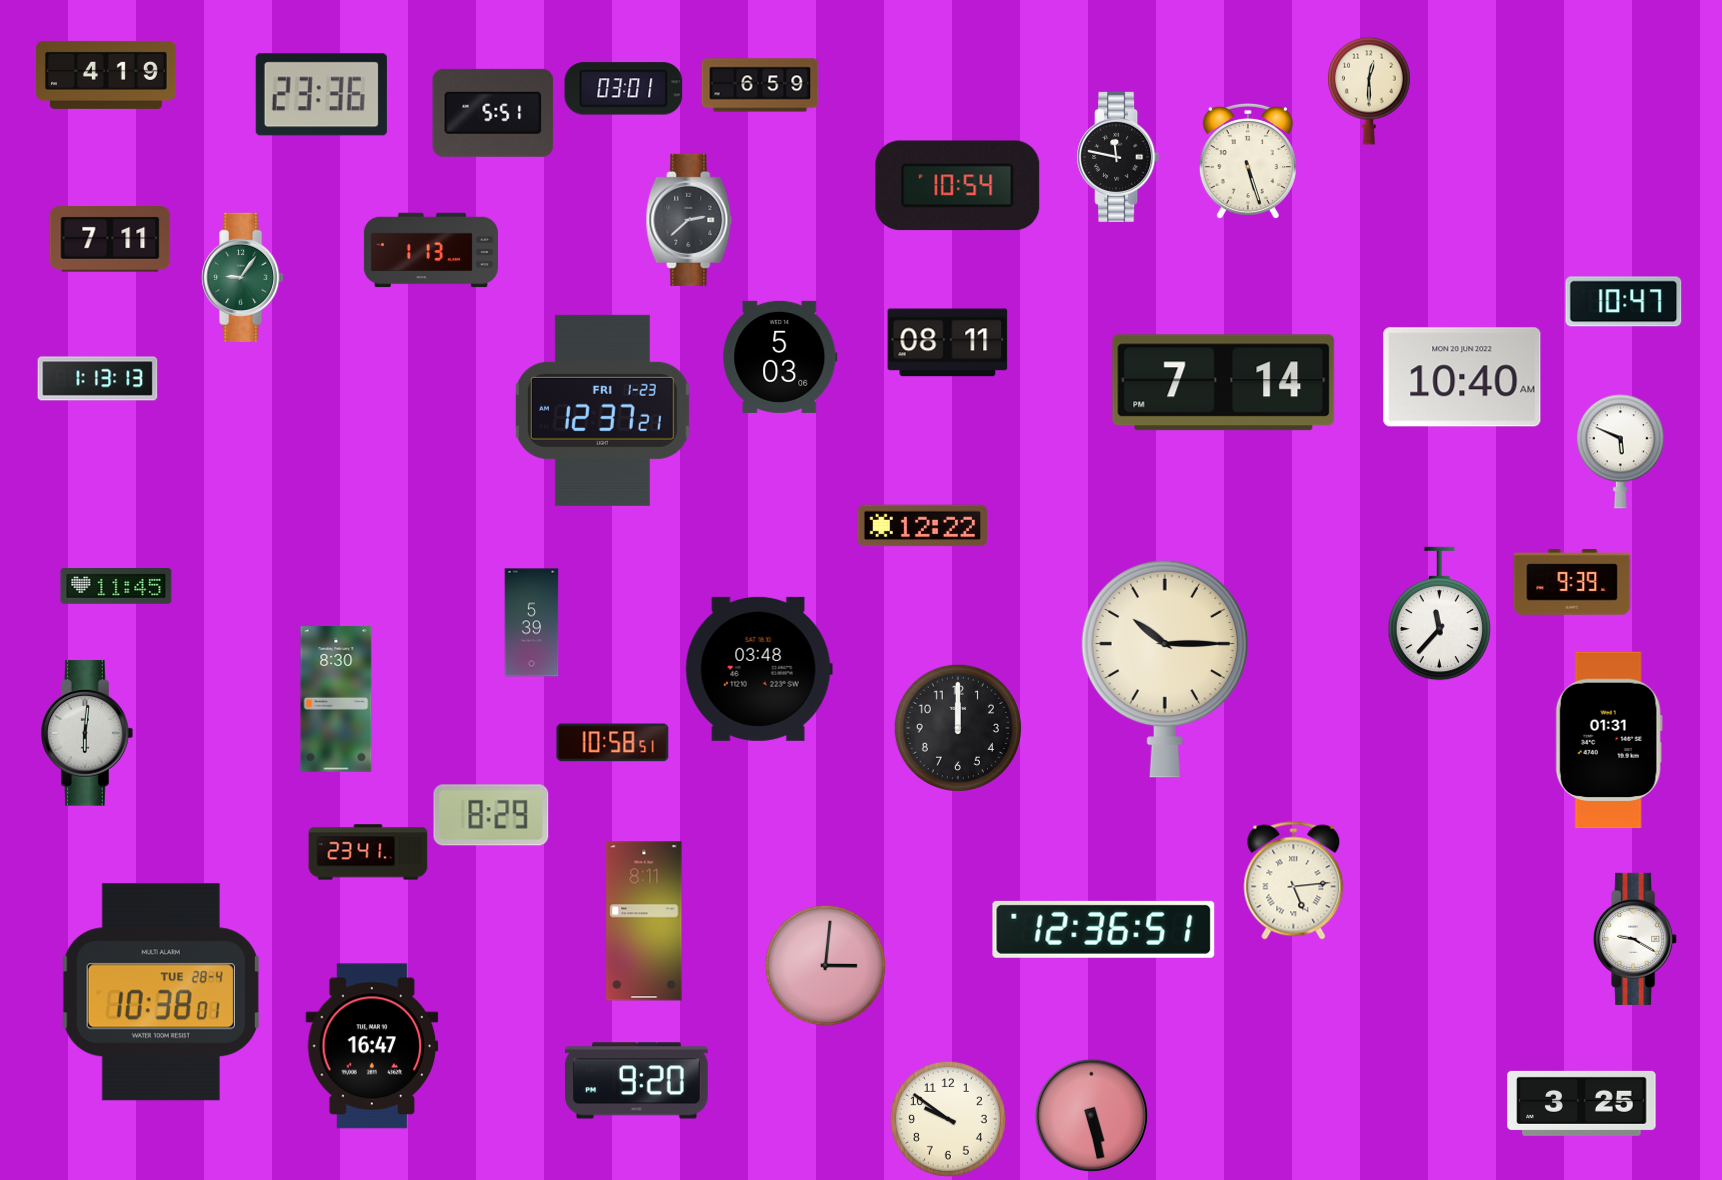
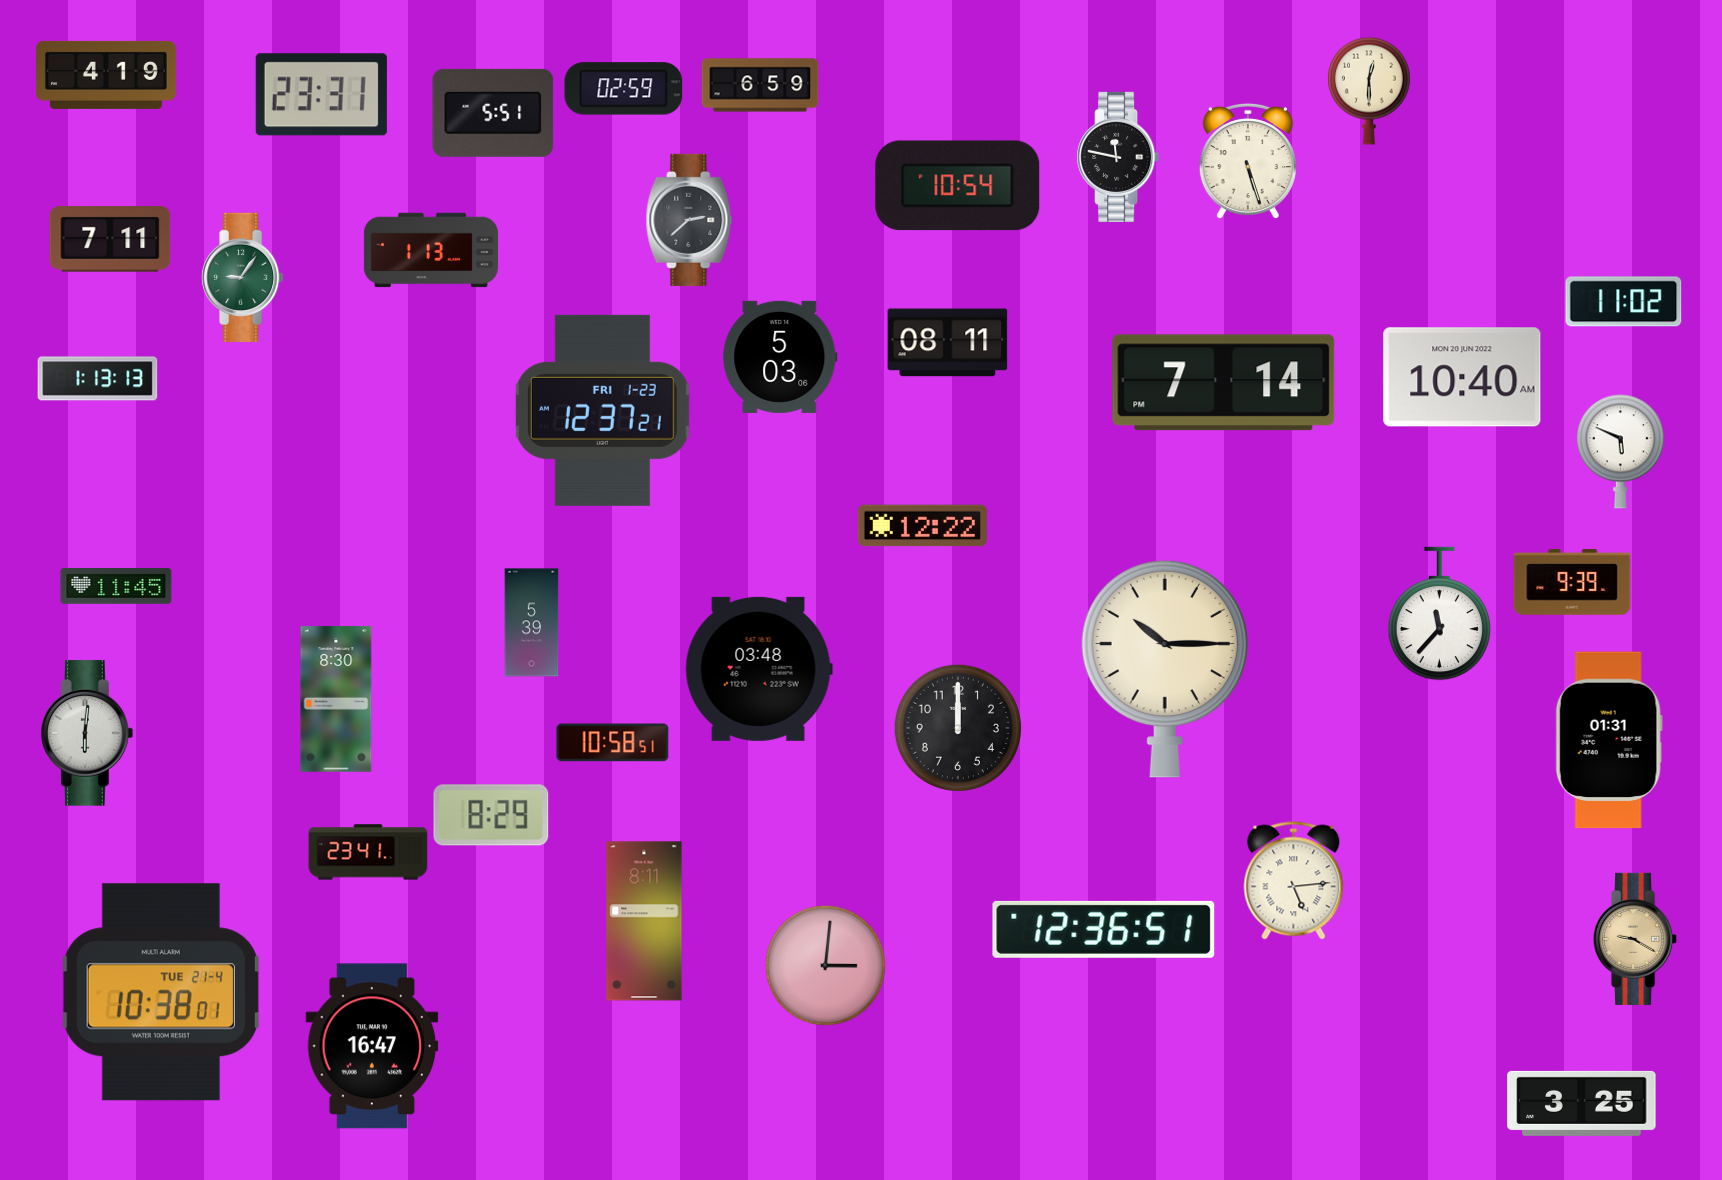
clock at (624, 89): 03:01 -> 02:59
clock at (321, 95): 23:36 -> 23:31
clock at (1624, 302): 10:47 -> 11:02
clock at (1636, 939) dial: white -> champagne
clock at (161, 992) date: TUE 28-4 -> TUE 21-4
clock at (637, 1081): 9:20 -> none
clock at (1091, 1115): 5:28 -> none
clock at (948, 1119): 9:51 -> none
